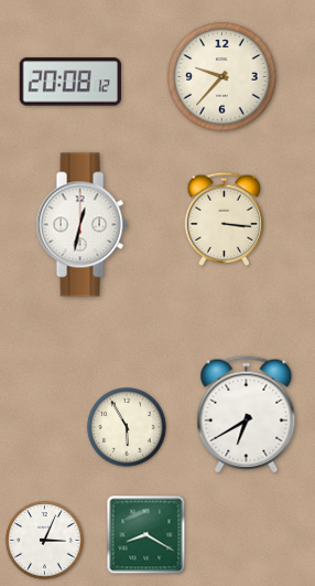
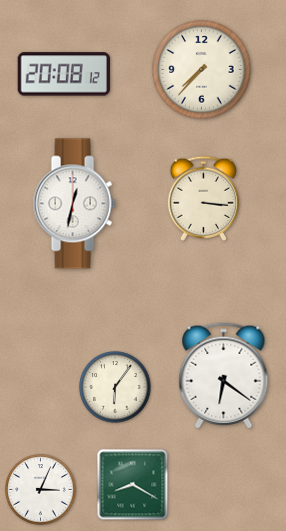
clock at (222, 77): 9:37 -> 7:37
clock at (247, 415): 6:40 -> 6:21
clock at (127, 427): 5:55 -> 6:06
